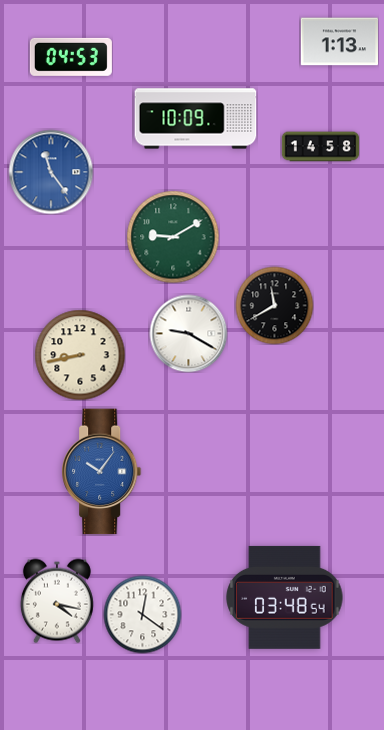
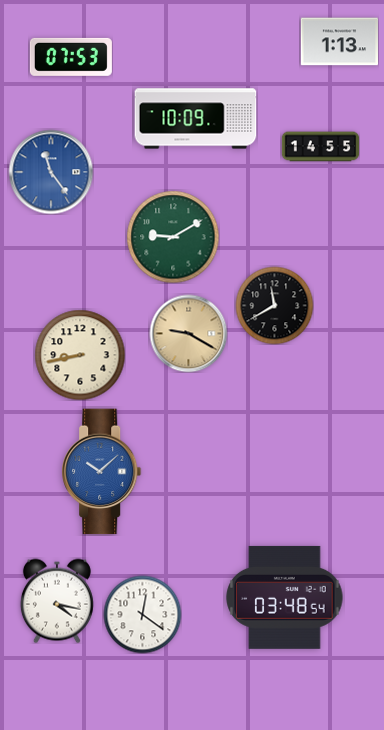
clock at (71, 57): 04:53 -> 07:53
clock at (320, 147): 14:58 -> 14:55
clock at (188, 333) dial: white -> champagne
clock at (102, 472): 10:06 -> 10:08
